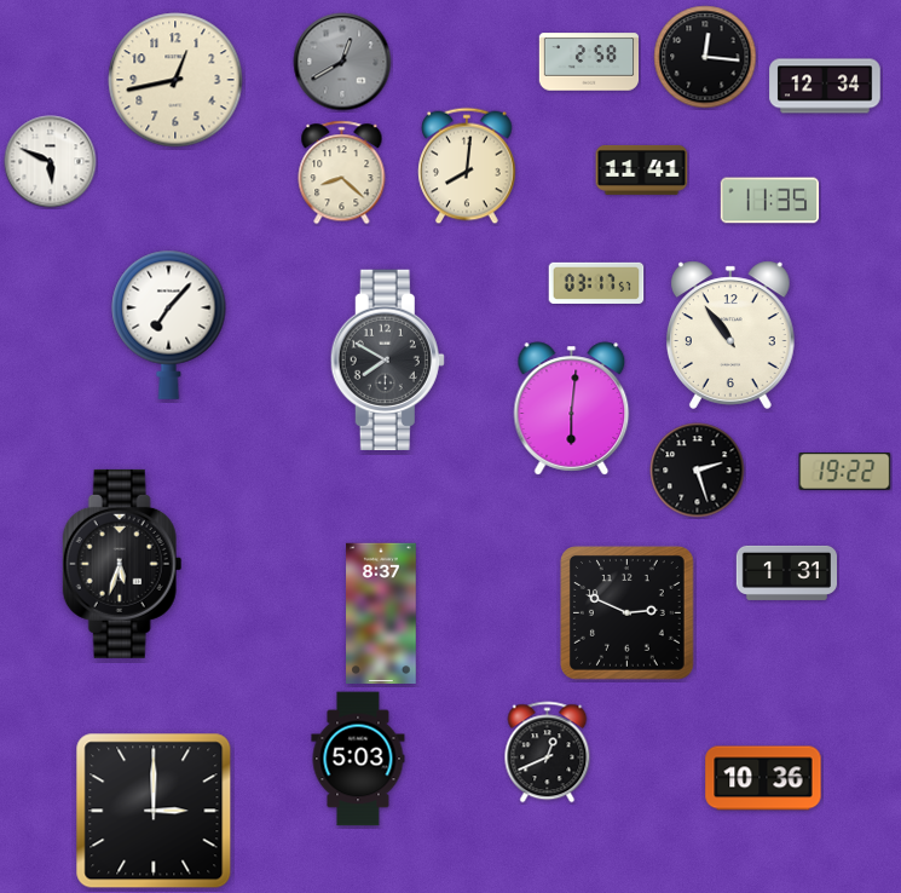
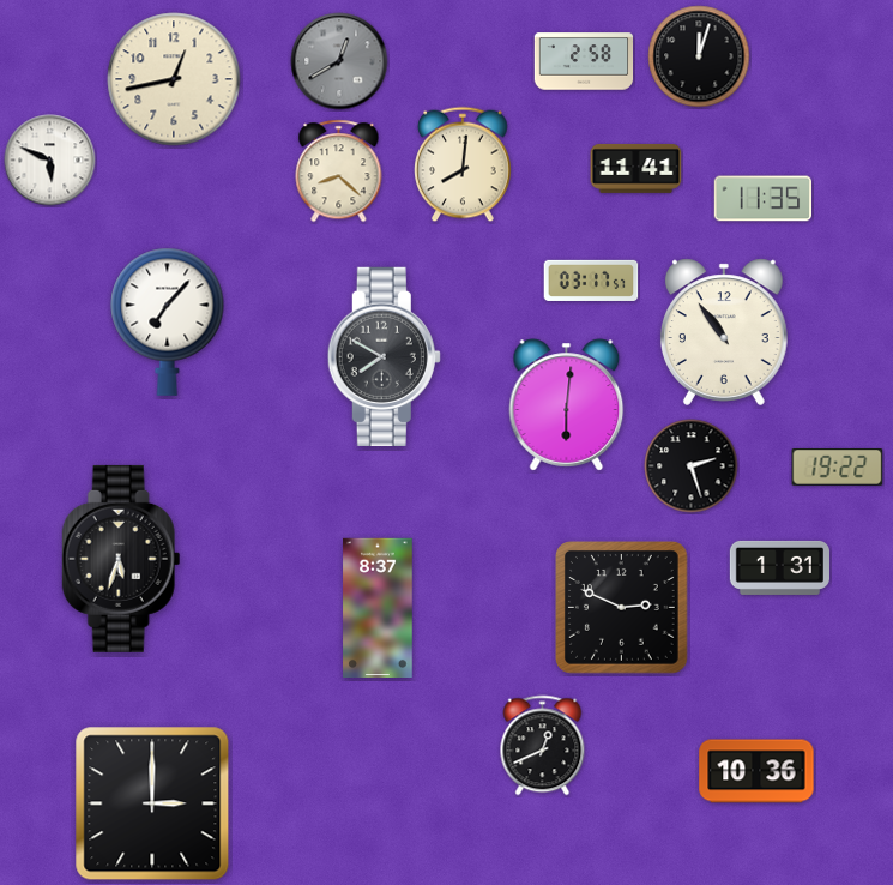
clock at (705, 57): 12:16 -> 12:03
clock at (825, 86): 12:34 -> none
clock at (358, 759): 5:03 -> none
